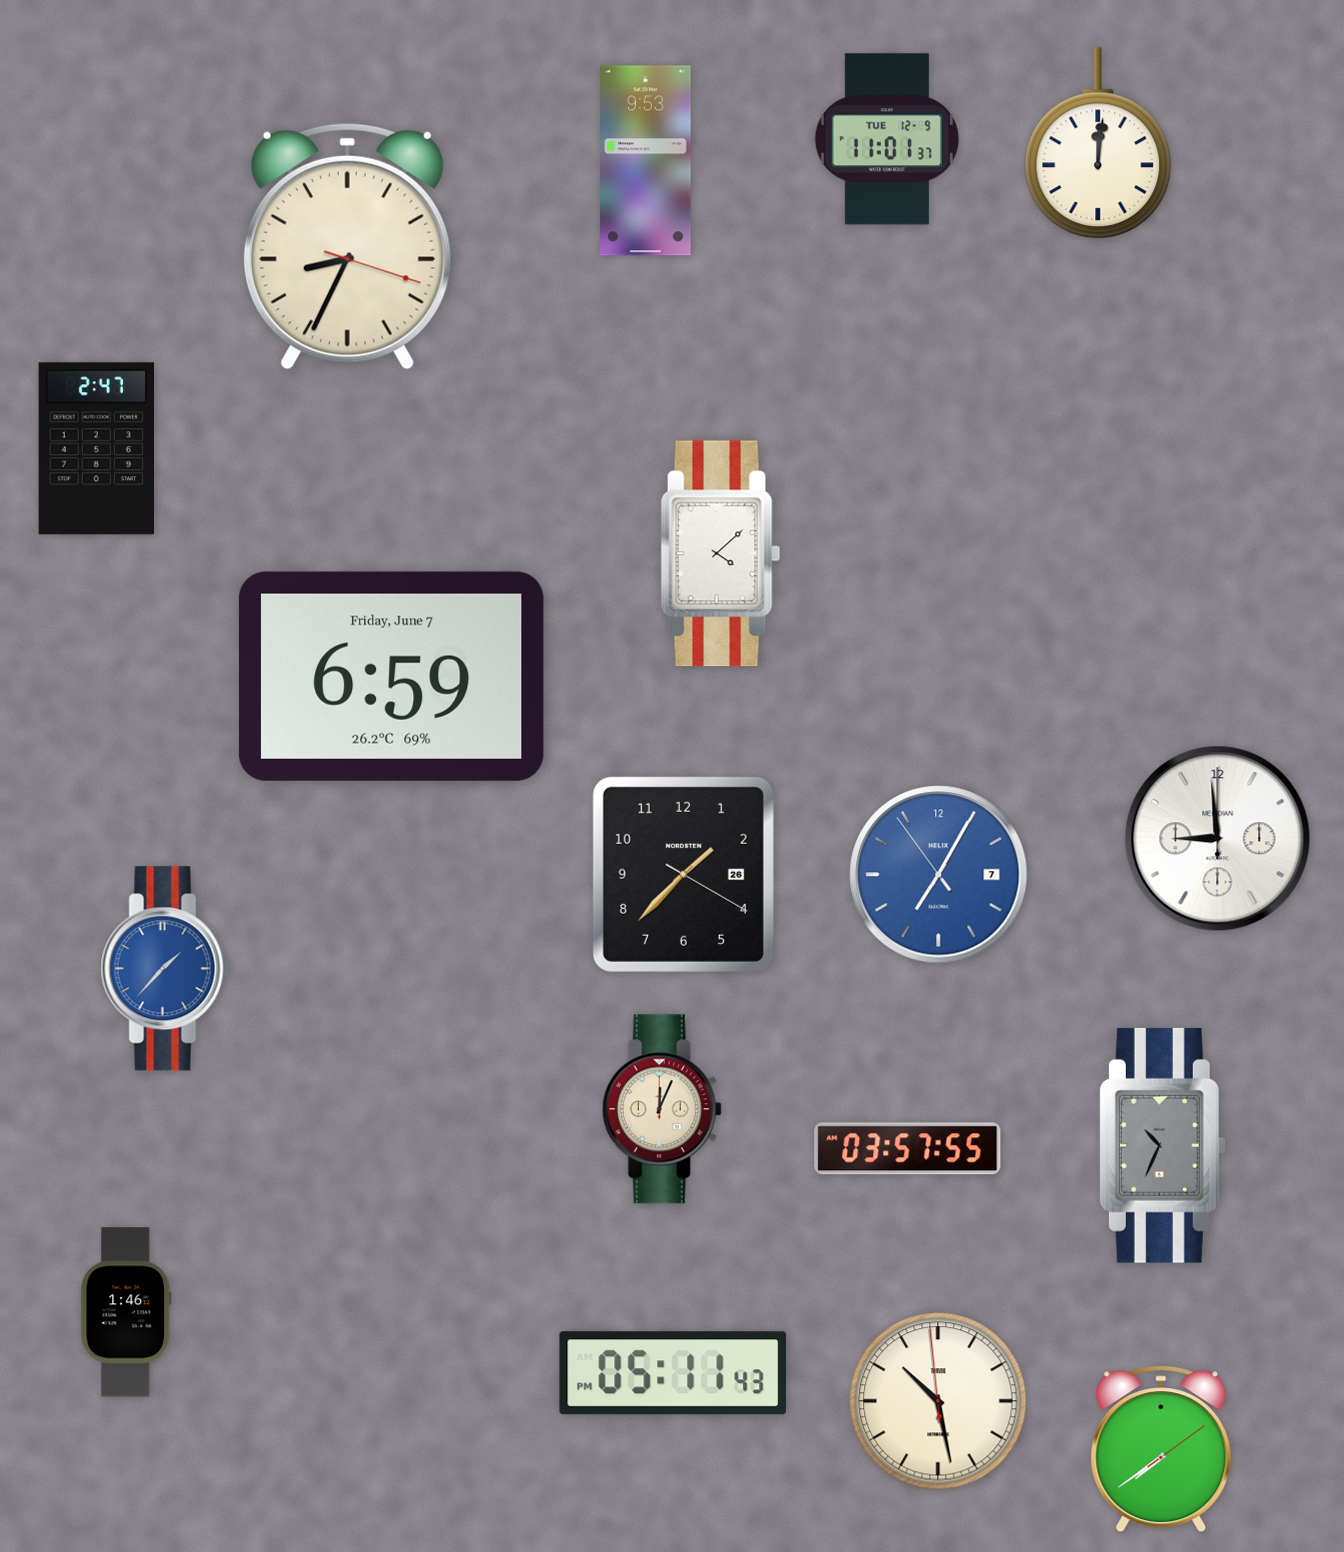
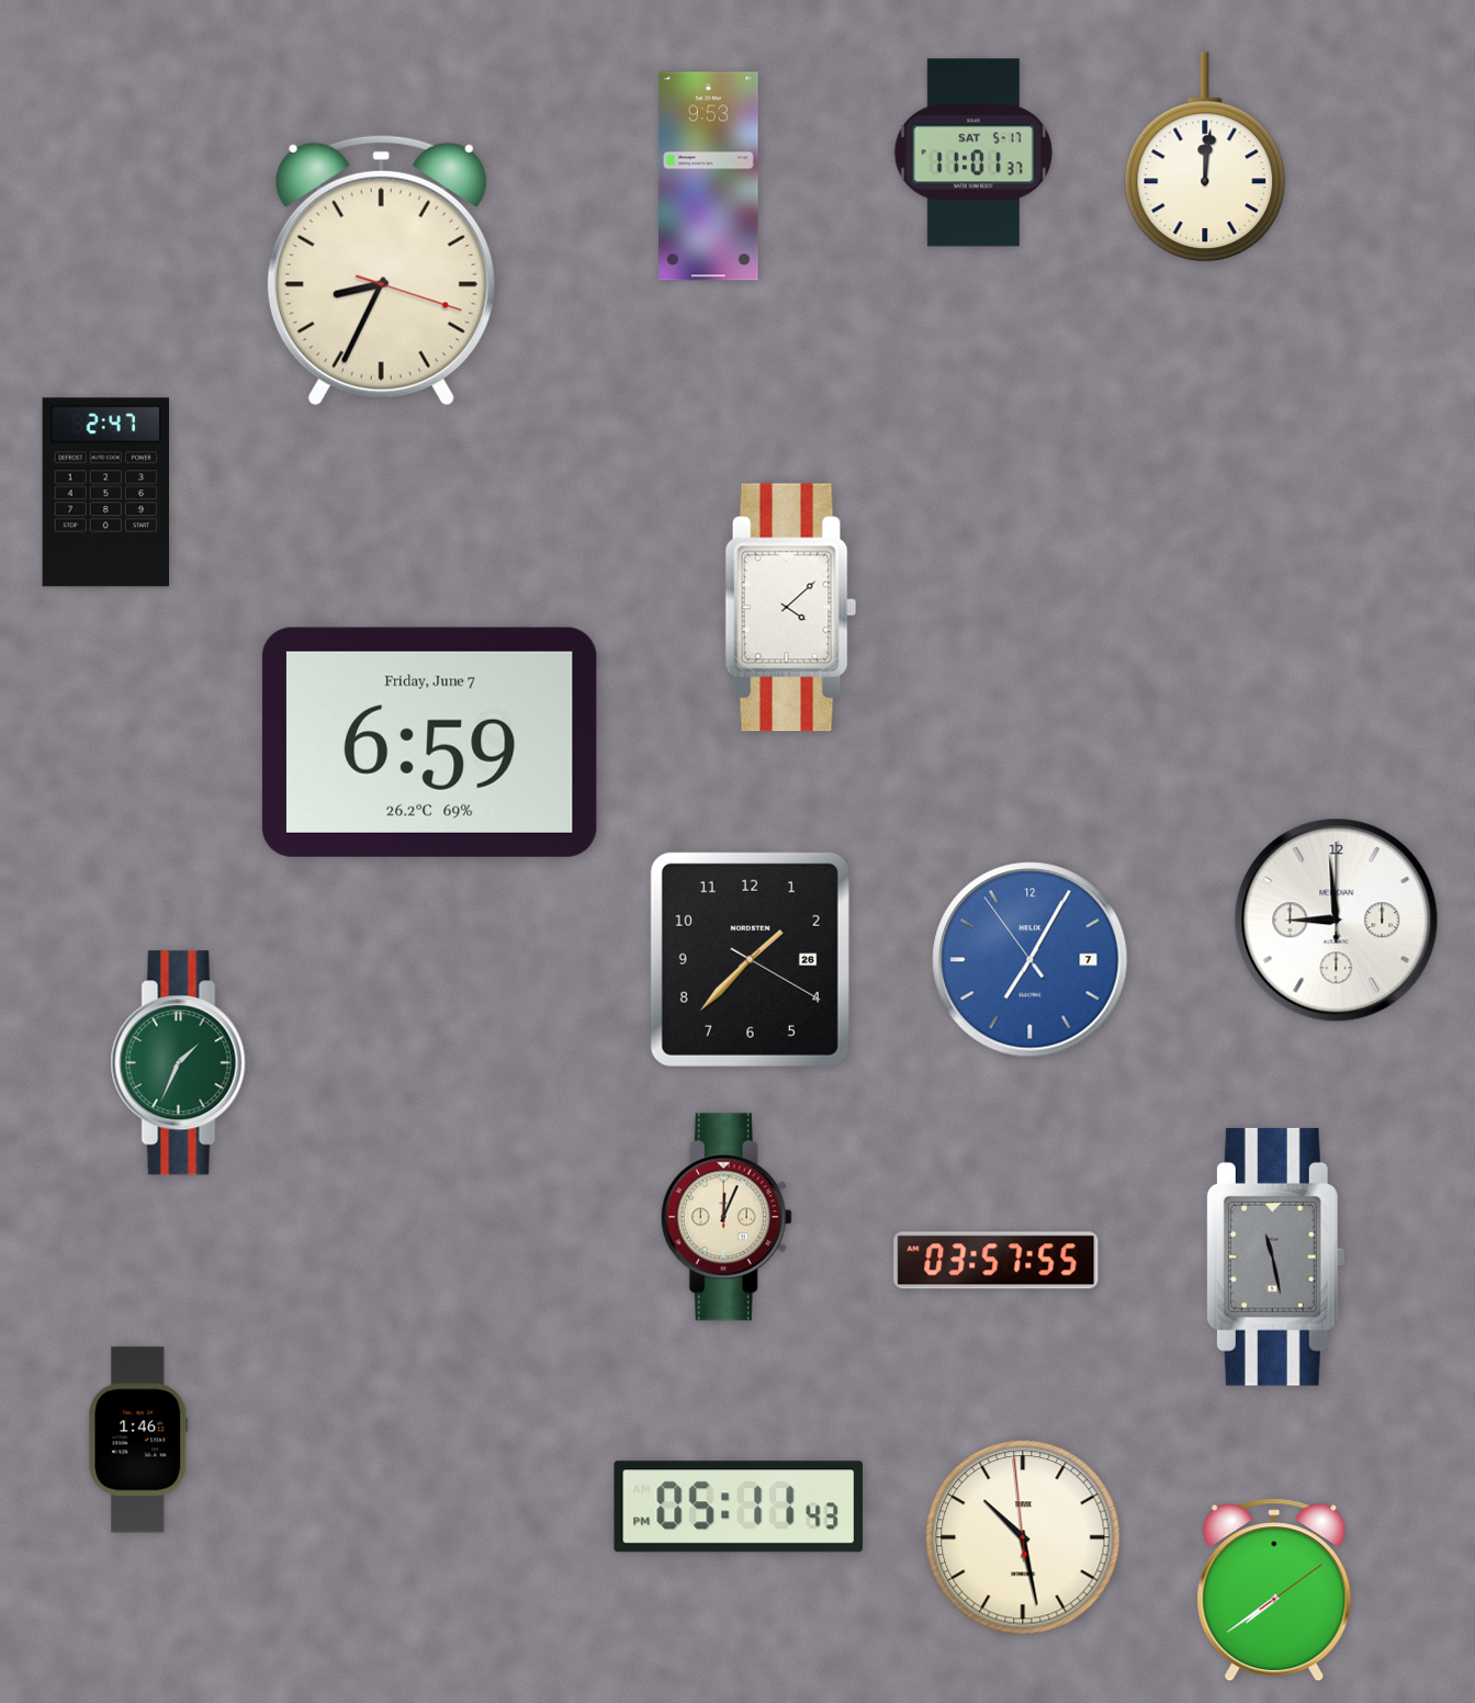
clock at (887, 139) date: TUE 12-9 -> SAT 5-17
clock at (165, 969): 1:37 -> 1:34
clock at (165, 969) dial: blue -> green
clock at (1162, 1145): 10:34 -> 11:28
clock at (938, 1401) position: (938, 1401) -> (1023, 1537)
